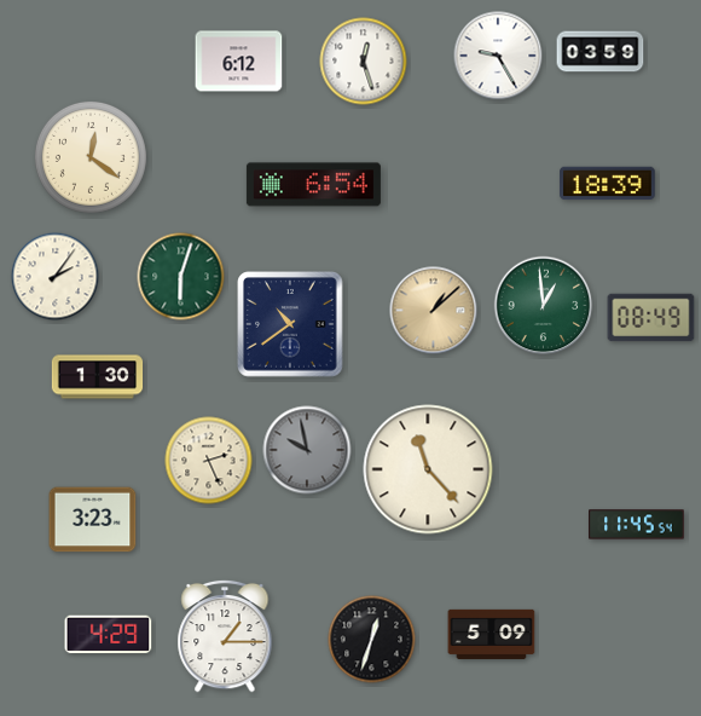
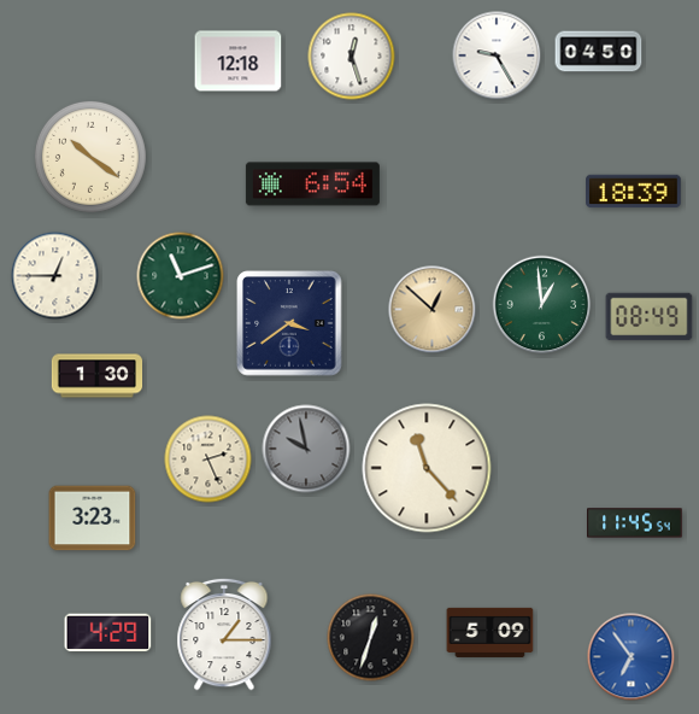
clock at (601, 52): 03:59 -> 04:50
clock at (239, 62): 6:12 -> 12:18
clock at (364, 62) position: (364, 62) -> (352, 57)
clock at (91, 157): 12:21 -> 10:21
clock at (608, 184) position: (608, 184) -> (634, 192)
clock at (56, 277): 2:06 -> 12:45
clock at (181, 277): 6:03 -> 11:12
clock at (434, 311): 1:08 -> 12:52
clock at (290, 324): 10:39 -> 3:39
clock at (632, 657): none -> 6:54
